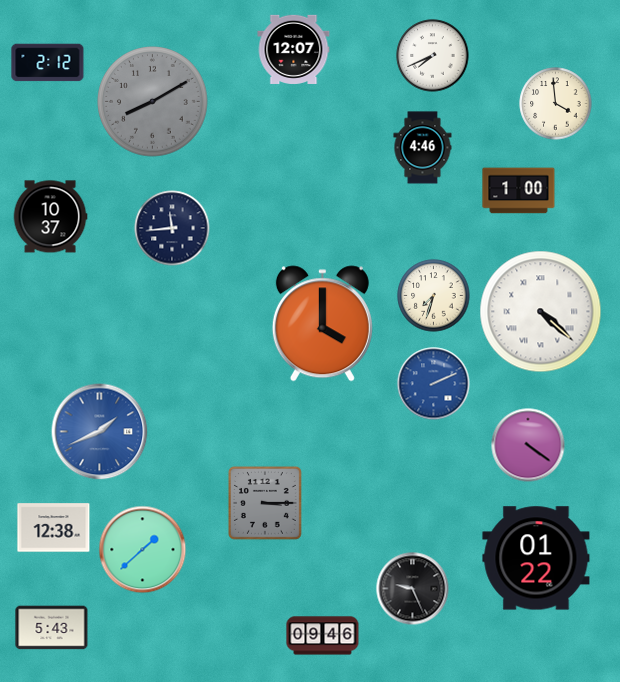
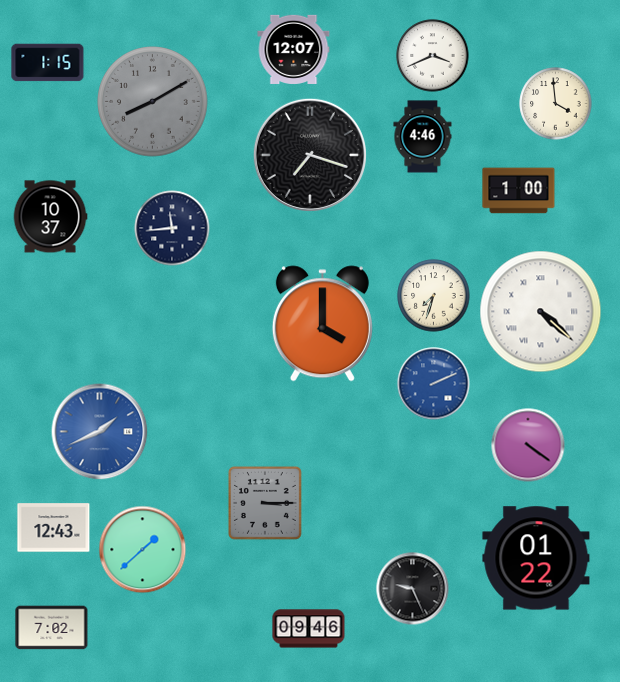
clock at (433, 56): 7:41 -> 3:41
clock at (48, 63): 2:12 -> 1:15
clock at (423, 148) position: (423, 148) -> (423, 137)
clock at (310, 155): none -> 7:18
clock at (54, 528): 12:38 -> 12:43
clock at (52, 628): 5:43 -> 7:02
clock at (323, 636) position: (323, 636) -> (309, 629)
